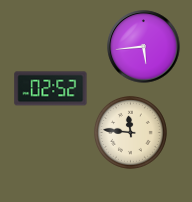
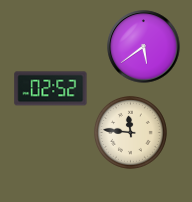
clock at (144, 47): 5:44 -> 5:39
